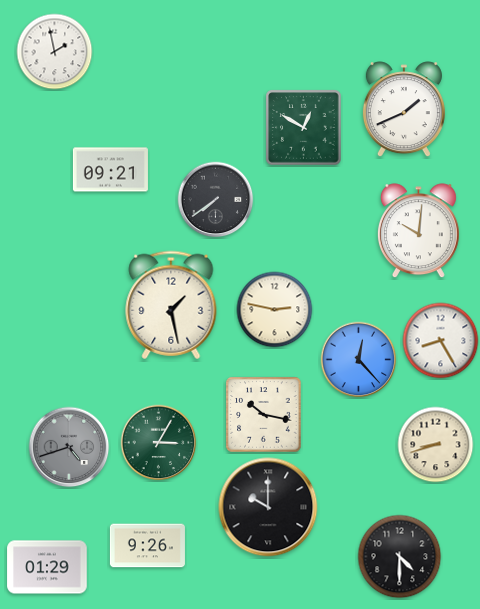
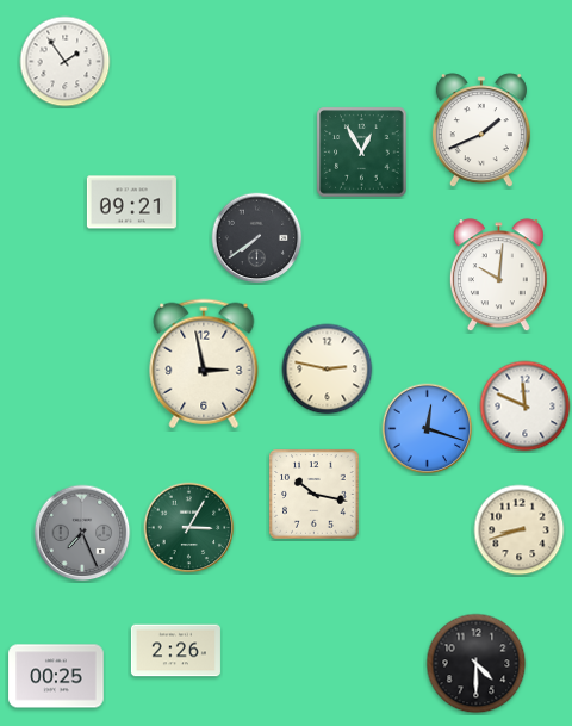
clock at (55, 52): 1:58 -> 1:54
clock at (304, 128): 12:50 -> 12:55
clock at (171, 305): 1:28 -> 2:58
clock at (441, 341): 8:25 -> 11:49
clock at (359, 360): 12:23 -> 12:18
clock at (69, 447): 4:42 -> 7:26
clock at (268, 507): 10:00 -> none
clock at (147, 546): 9:26 -> 2:26
clock at (47, 567): 01:29 -> 00:25
